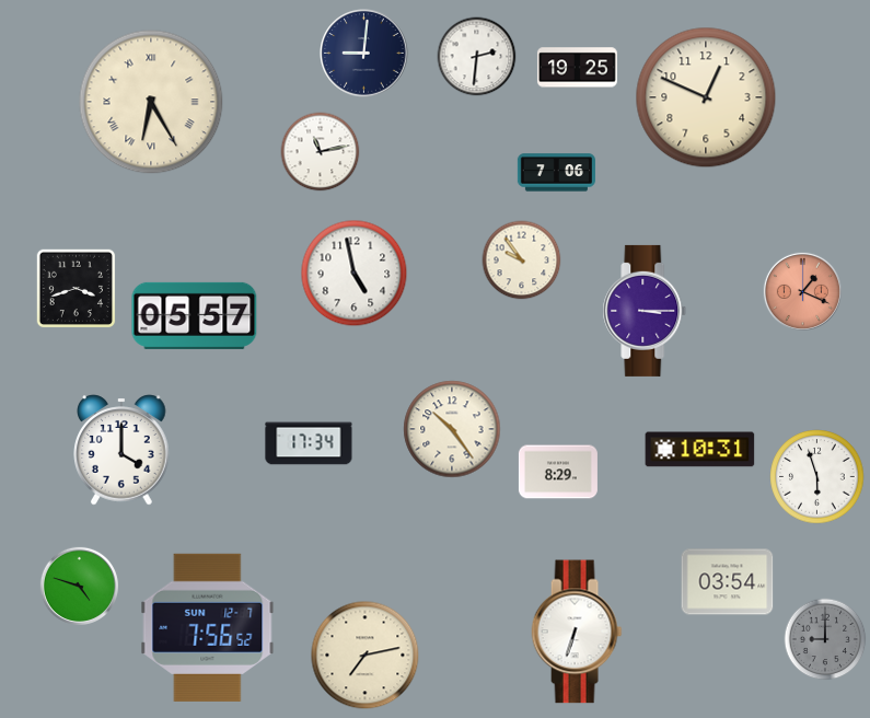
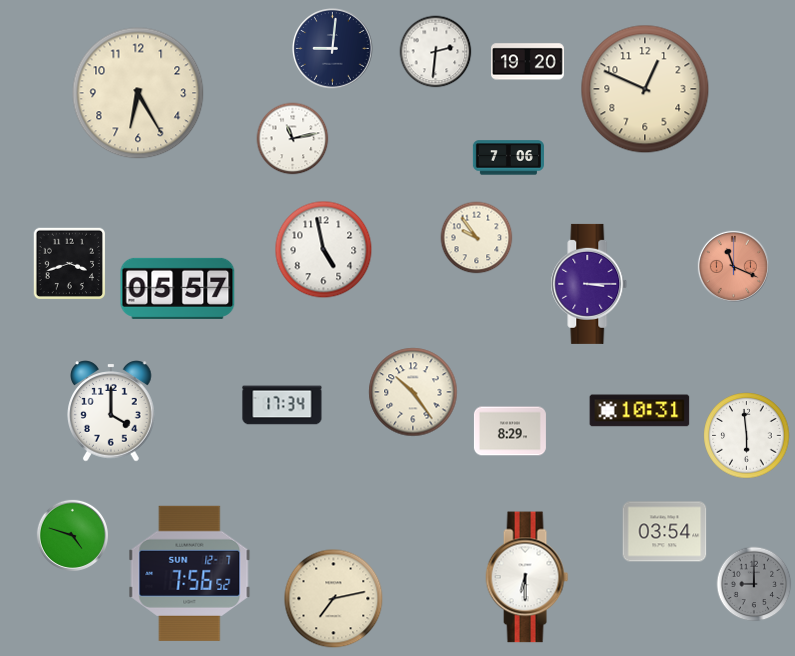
clock at (577, 68): 19:25 -> 19:20
clock at (151, 102) numerals: Roman -> Arabic
clock at (802, 291): 1:19 -> 11:19
clock at (817, 477): 5:57 -> 5:59
clock at (577, 632): 6:33 -> 6:30
